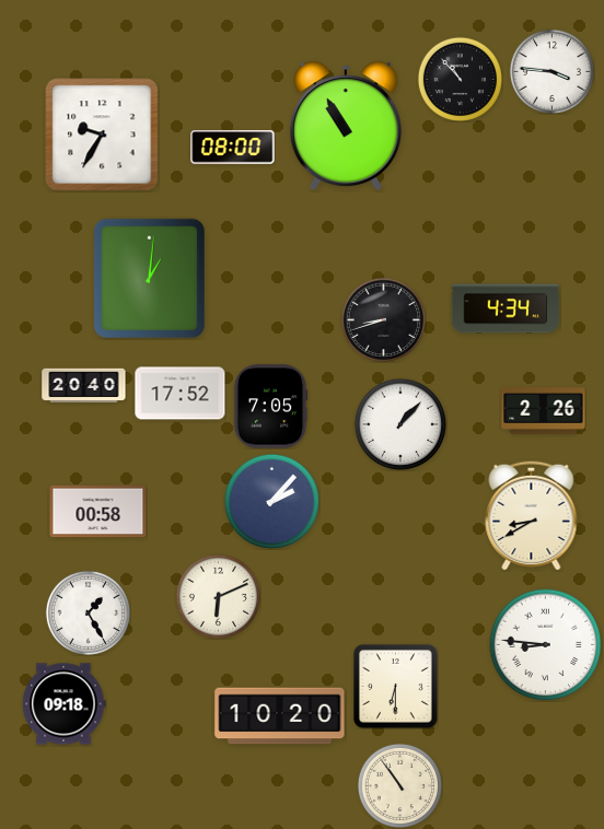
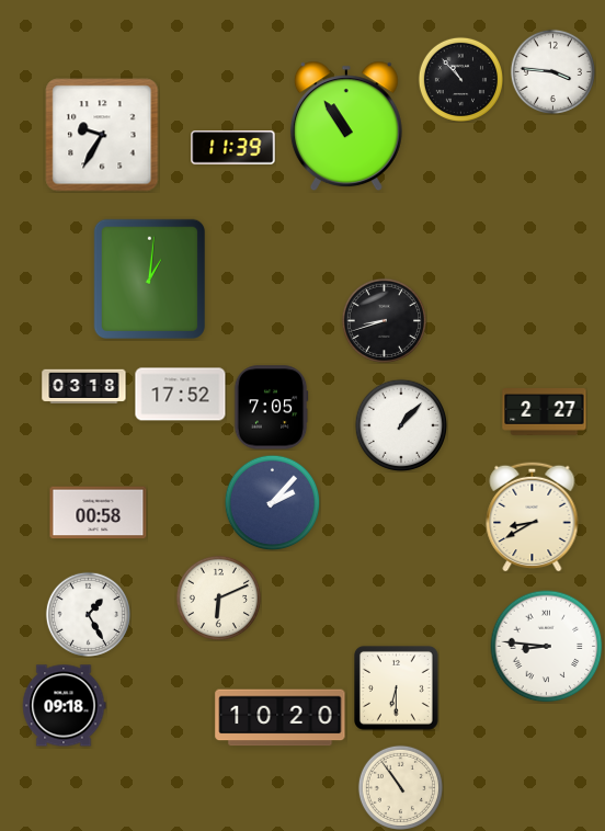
clock at (346, 126): 10:55 -> 10:54
clock at (233, 148): 08:00 -> 11:39
clock at (506, 308): 4:34 -> none
clock at (84, 385): 20:40 -> 03:18
clock at (544, 411): 2:26 -> 2:27
